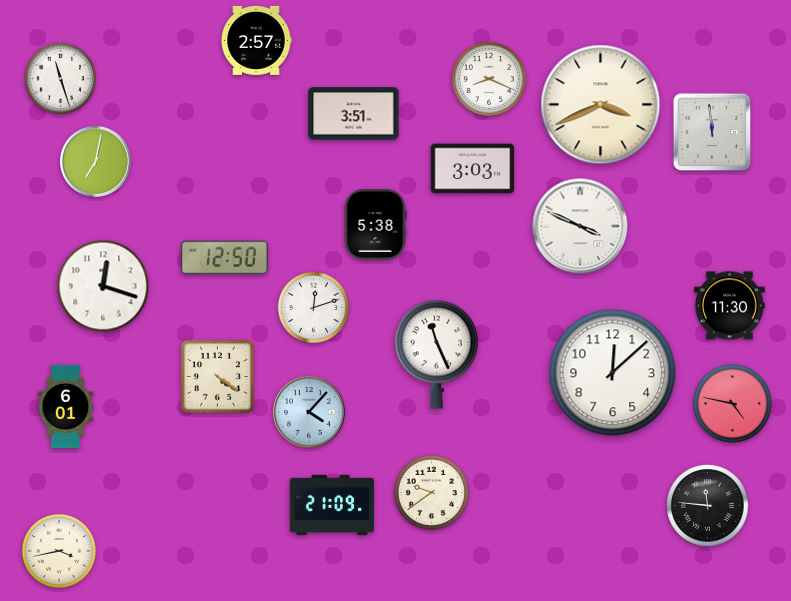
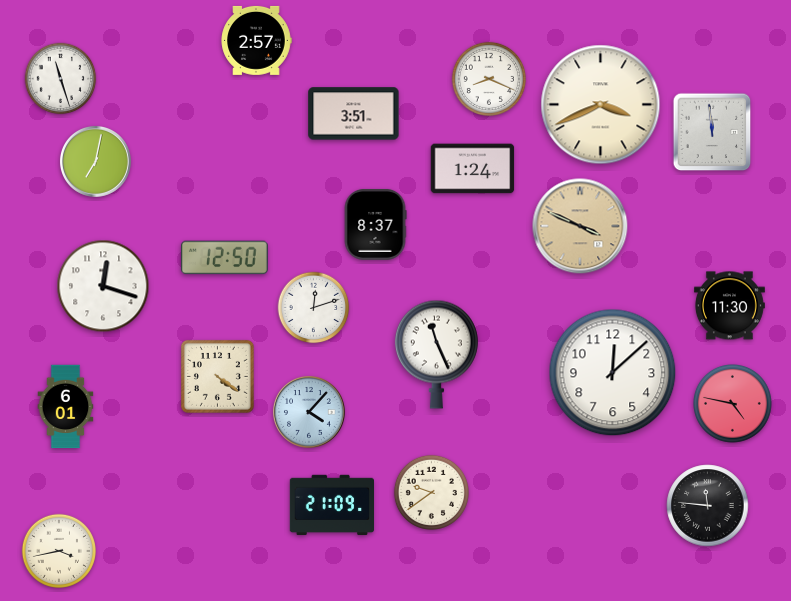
clock at (473, 169): 3:03 -> 1:24
clock at (375, 224): 5:38 -> 8:37
clock at (580, 226) dial: white -> champagne
